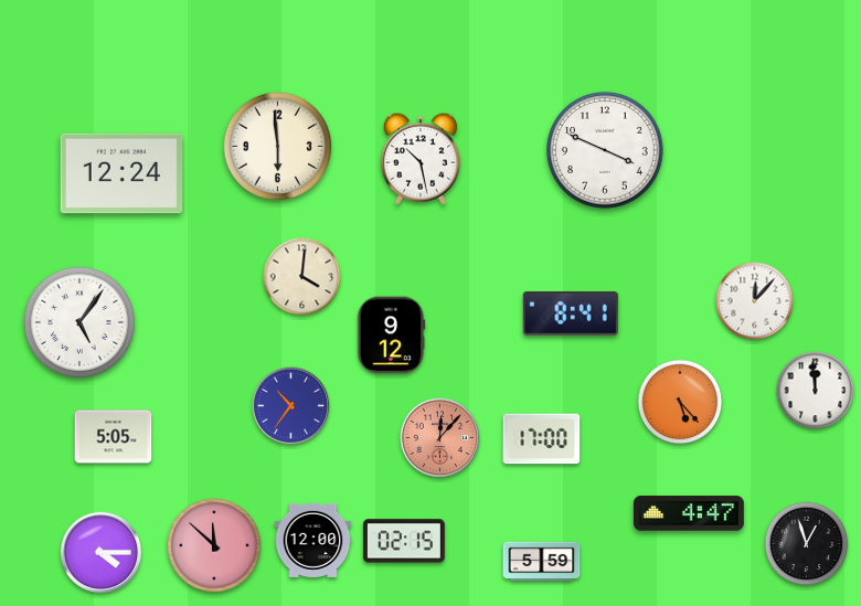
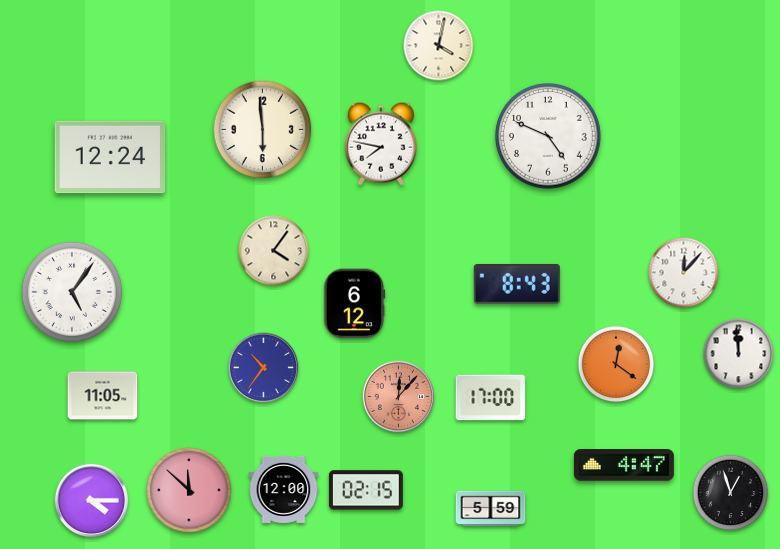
clock at (439, 46): none -> 4:02
clock at (278, 147) position: (278, 147) -> (263, 130)
clock at (605, 150): 3:49 -> 4:49
clock at (421, 159): 10:28 -> 7:47
clock at (302, 277): 4:01 -> 4:06
clock at (571, 313): 8:41 -> 8:43
clock at (392, 336): 9:12 -> 6:12
clock at (680, 402): 5:23 -> 12:21
clock at (114, 437): 5:05 -> 11:05
clock at (214, 545) position: (214, 545) -> (189, 490)
